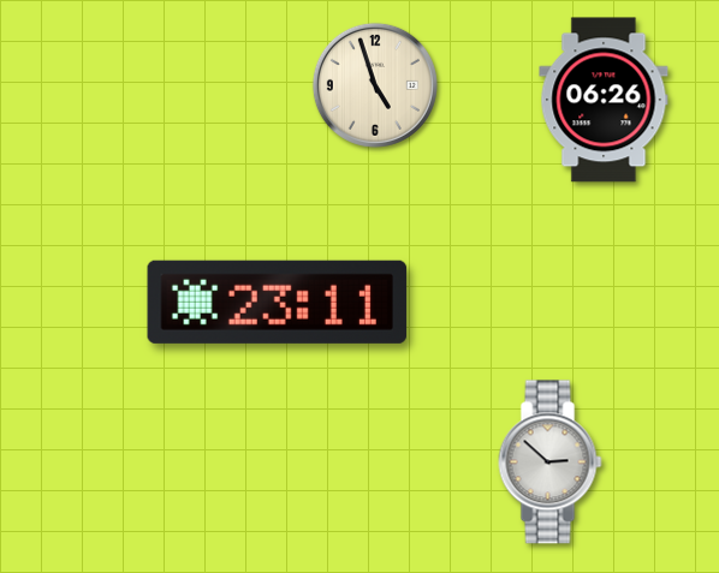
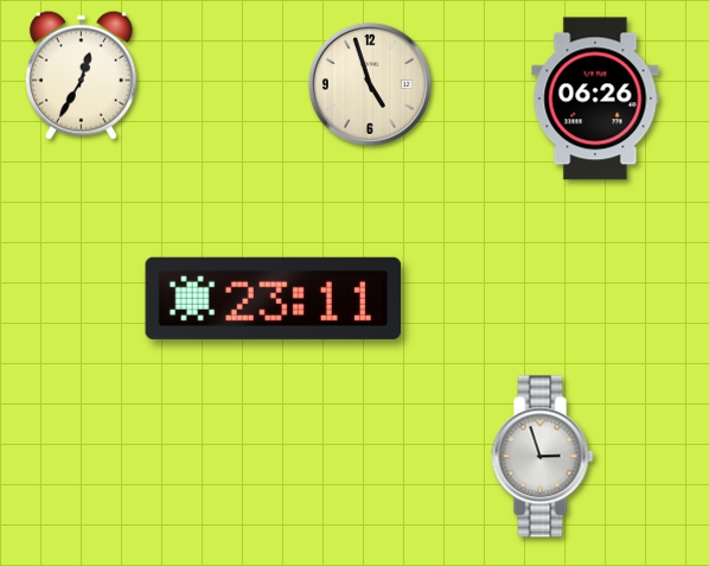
clock at (81, 75): none -> 12:35
clock at (551, 462): 2:52 -> 2:57
